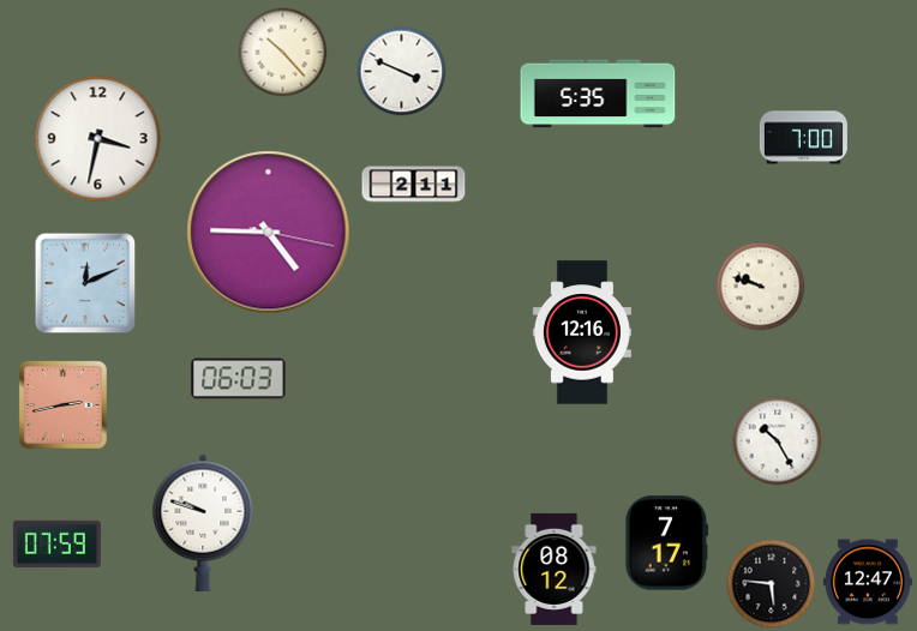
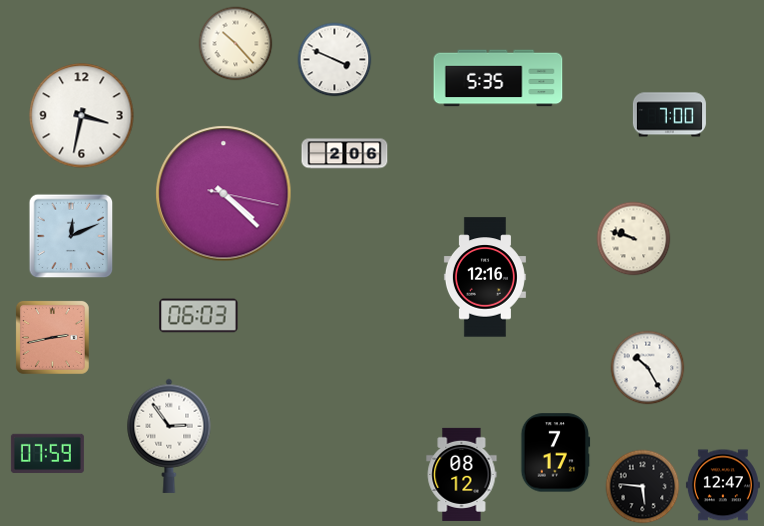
clock at (414, 185): 2:11 -> 2:06
clock at (269, 233): 4:45 -> 4:22
clock at (203, 523): 9:48 -> 2:54
